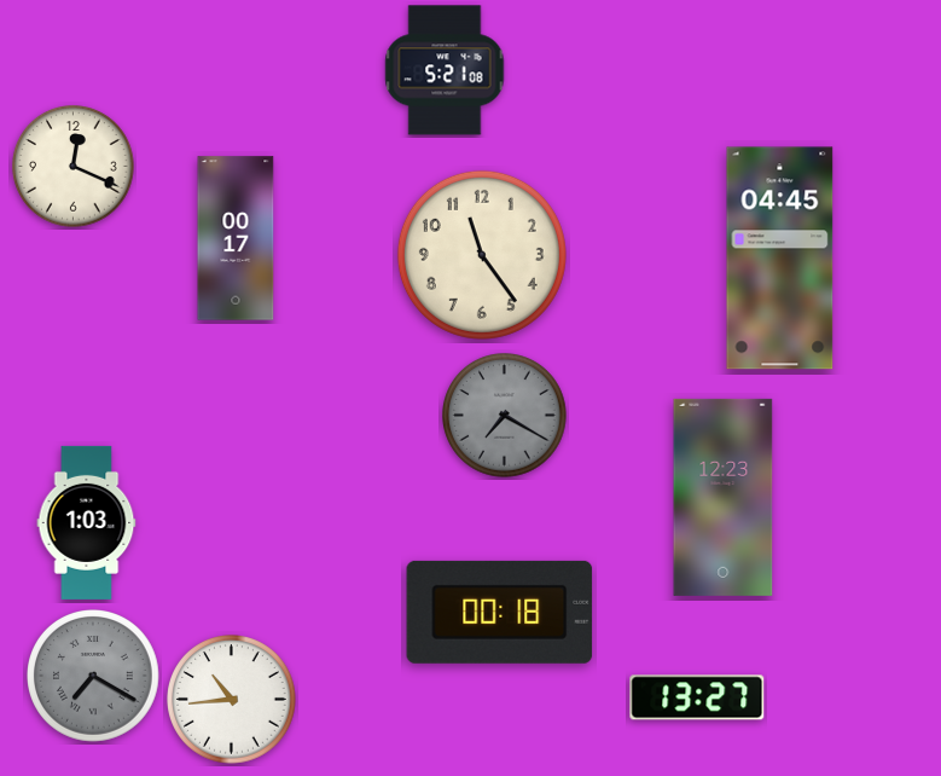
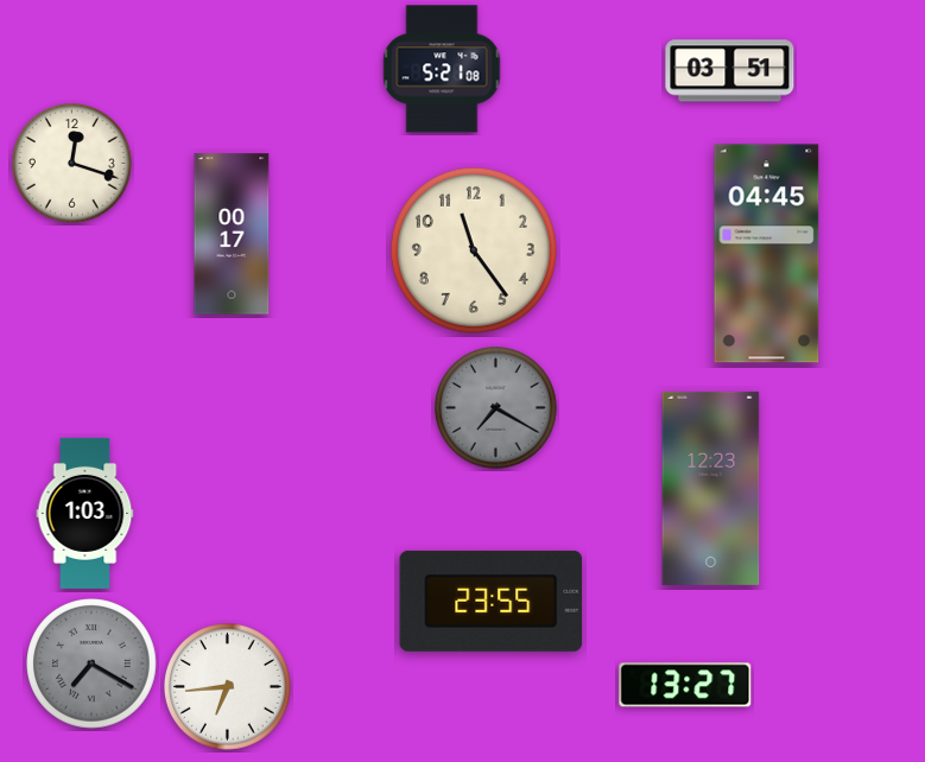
clock at (445, 70) position: (445, 70) -> (442, 69)
clock at (730, 71): none -> 03:51
clock at (74, 167): 12:19 -> 12:18
clock at (500, 612): 00:18 -> 23:55
clock at (232, 700): 10:44 -> 6:44
